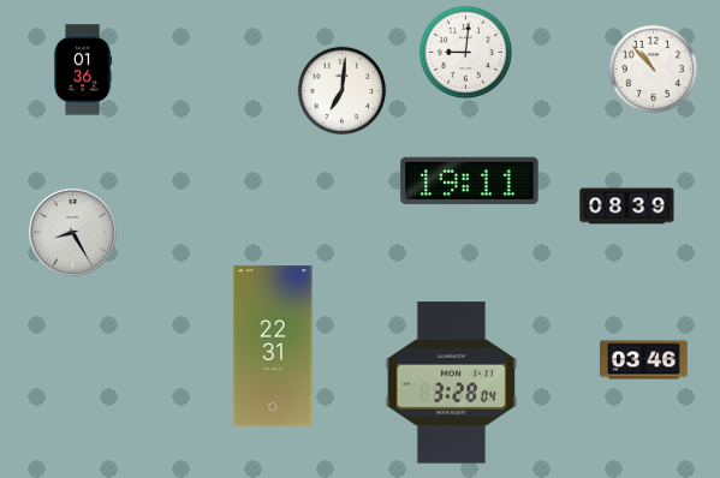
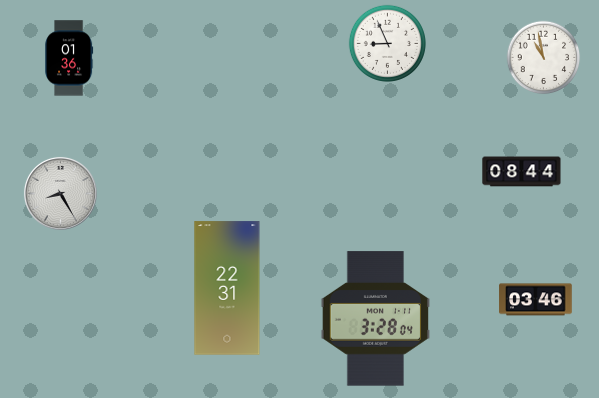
clock at (465, 52): 9:01 -> 8:56
clock at (654, 70): 10:53 -> 10:58
clock at (343, 91): 7:01 -> none
clock at (470, 180): 19:11 -> none
clock at (627, 207): 08:39 -> 08:44
